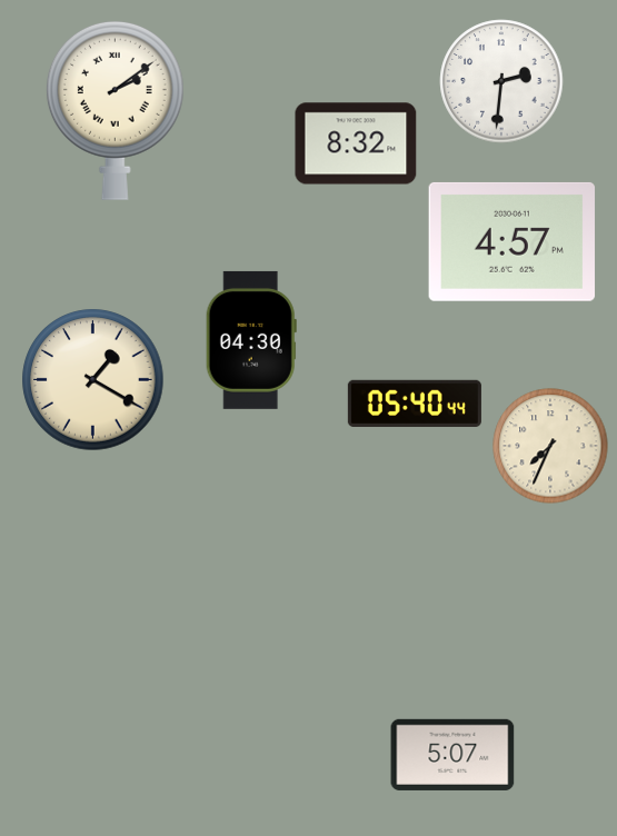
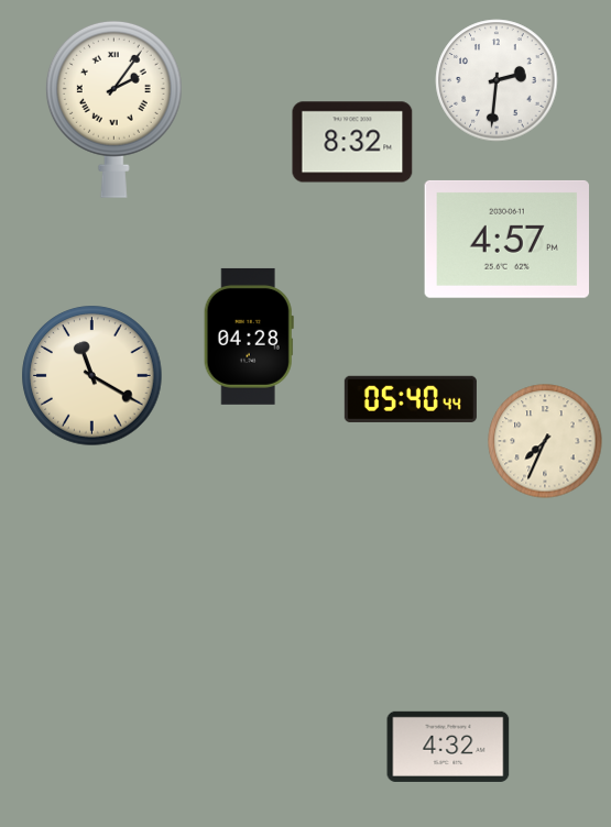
clock at (115, 110): 2:09 -> 2:06
clock at (251, 340): 04:30 -> 04:28
clock at (93, 380): 1:20 -> 11:20
clock at (452, 755): 5:07 -> 4:32
